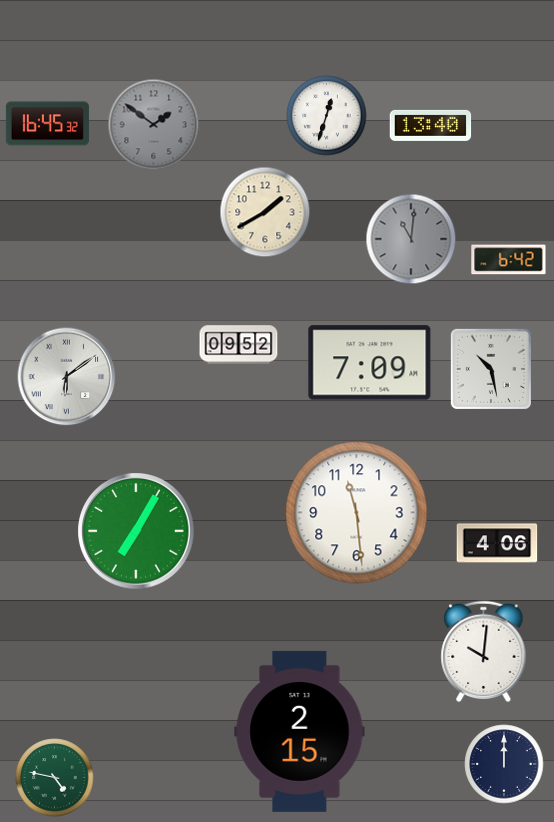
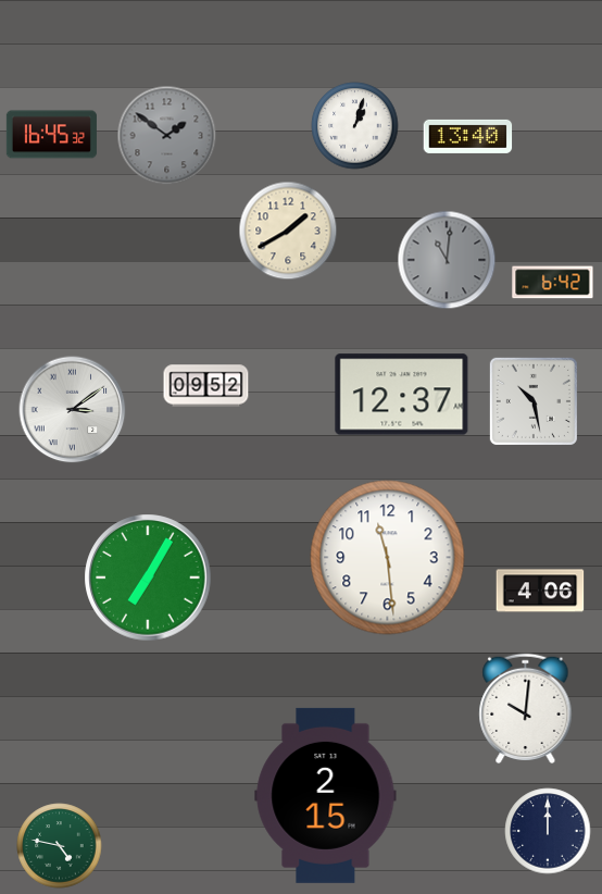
clock at (327, 116): 12:33 -> 1:03
clock at (239, 345) position: (239, 345) -> (206, 386)
clock at (370, 363): 7:09 -> 12:37
clock at (67, 377): 6:09 -> 3:09
